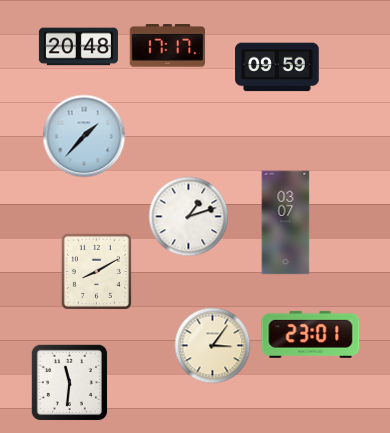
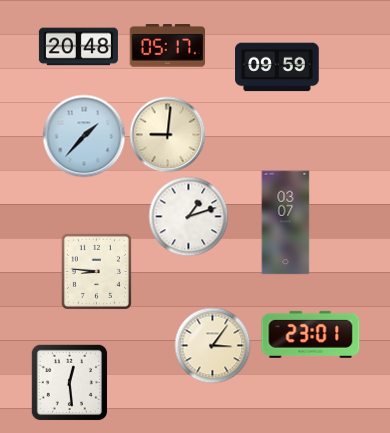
clock at (168, 46): 17:17 -> 05:17
clock at (168, 135): none -> 9:01
clock at (96, 271): 8:10 -> 8:46
clock at (69, 382): 11:31 -> 12:29
